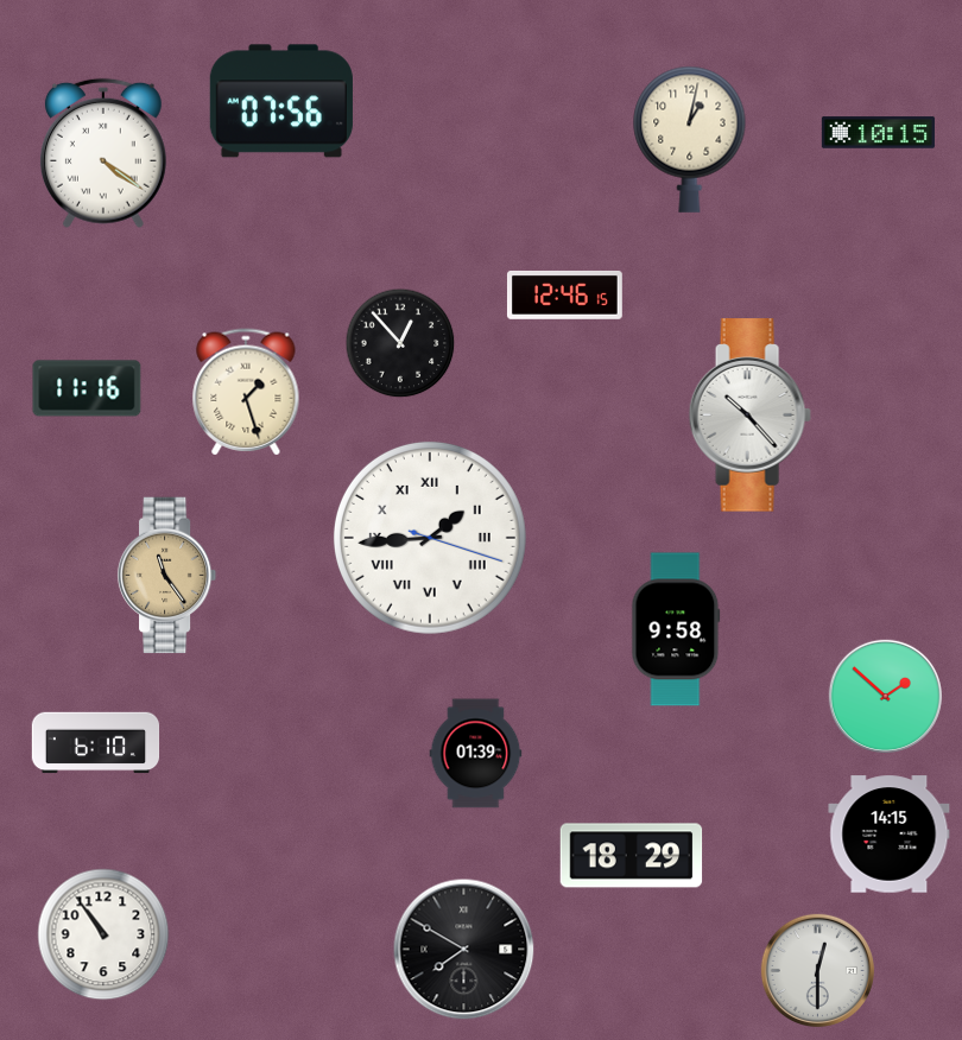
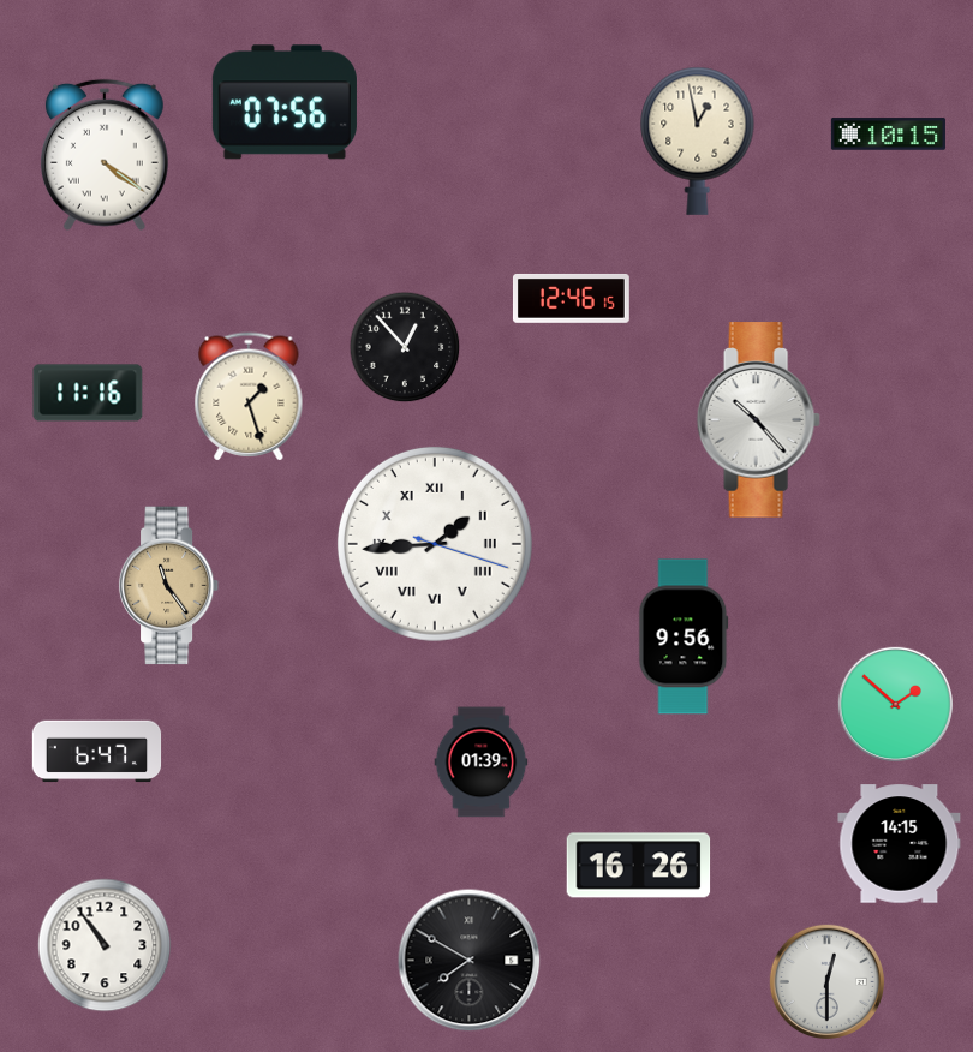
clock at (690, 139): 1:02 -> 12:58
clock at (167, 576) position: (167, 576) -> (169, 586)
clock at (676, 629): 9:58 -> 9:56
clock at (96, 743): 6:10 -> 6:47
clock at (632, 856): 18:29 -> 16:26
